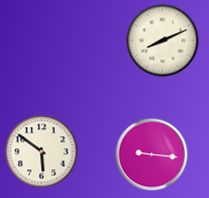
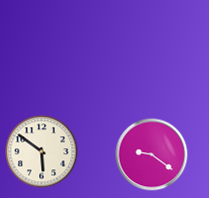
clock at (163, 41): 8:11 -> none
clock at (152, 155): 9:16 -> 9:21
